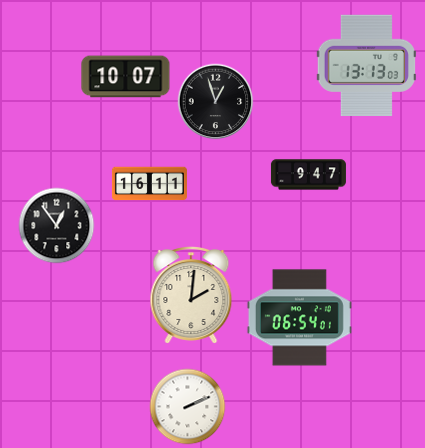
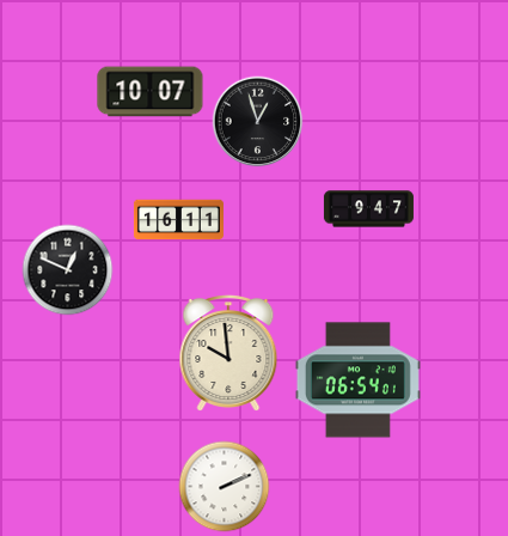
clock at (366, 65): 13:13 -> none
clock at (57, 226): 12:54 -> 12:49
clock at (191, 296): 2:01 -> 9:59
